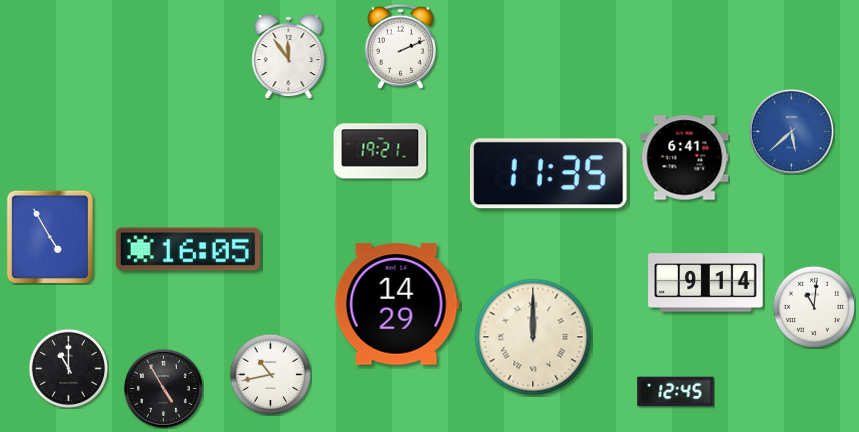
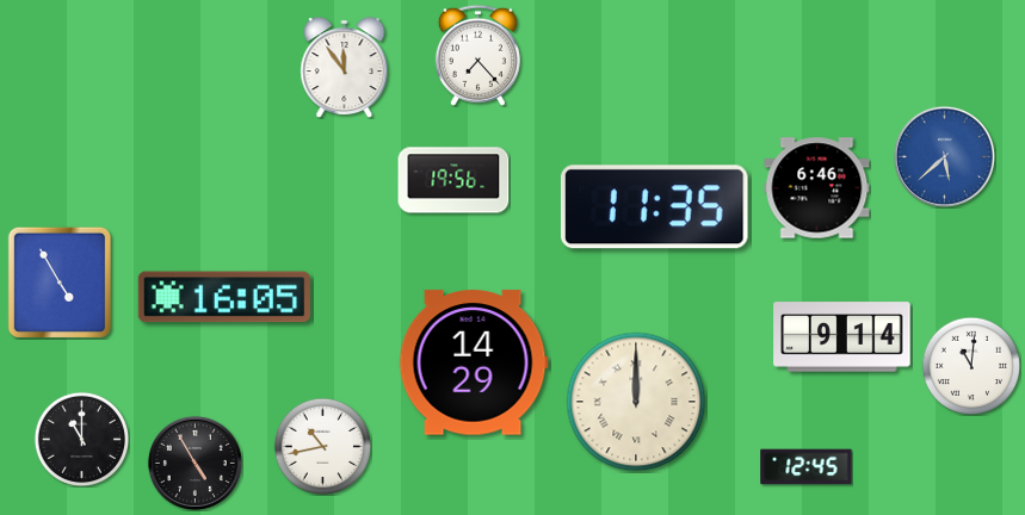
clock at (400, 46): 2:11 -> 7:23
clock at (380, 151): 19:21 -> 19:56
clock at (685, 158): 6:41 -> 6:46
